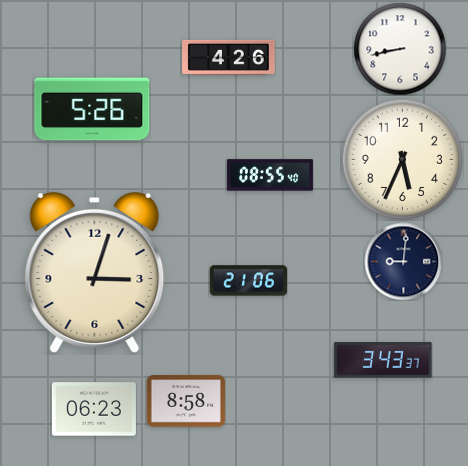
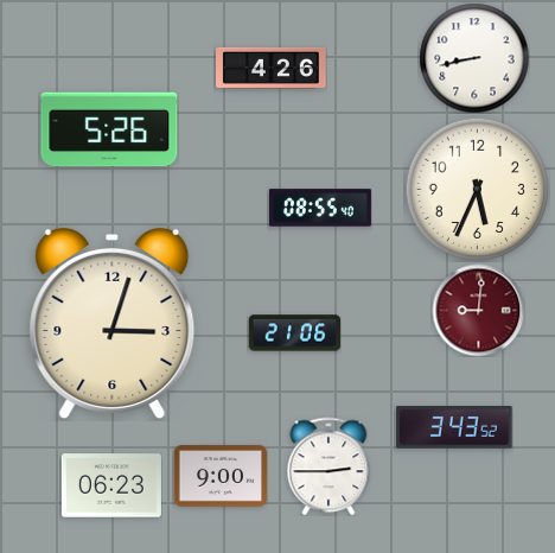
clock at (403, 261) dial: navy -> burgundy
clock at (383, 360): 3:43:37 -> 3:43:52
clock at (328, 466): none -> 2:45
clock at (186, 401): 8:58 -> 9:00
